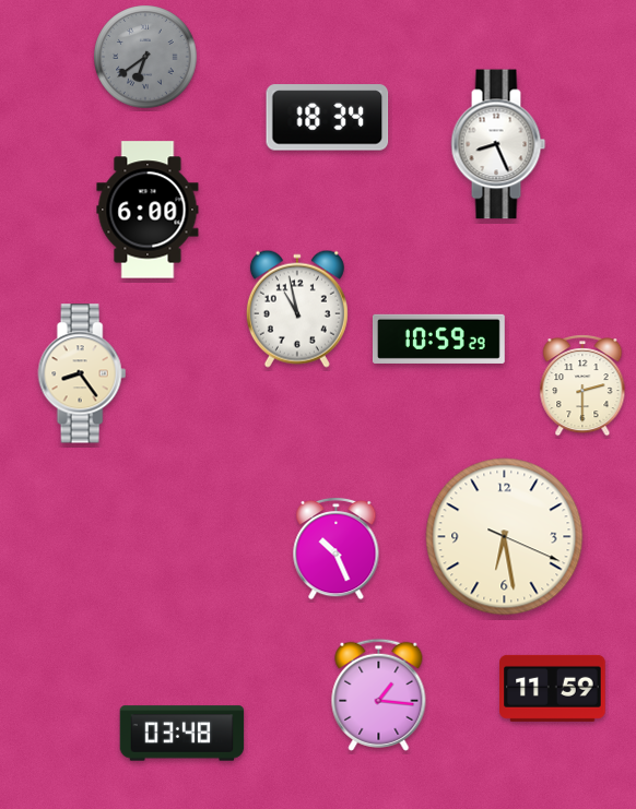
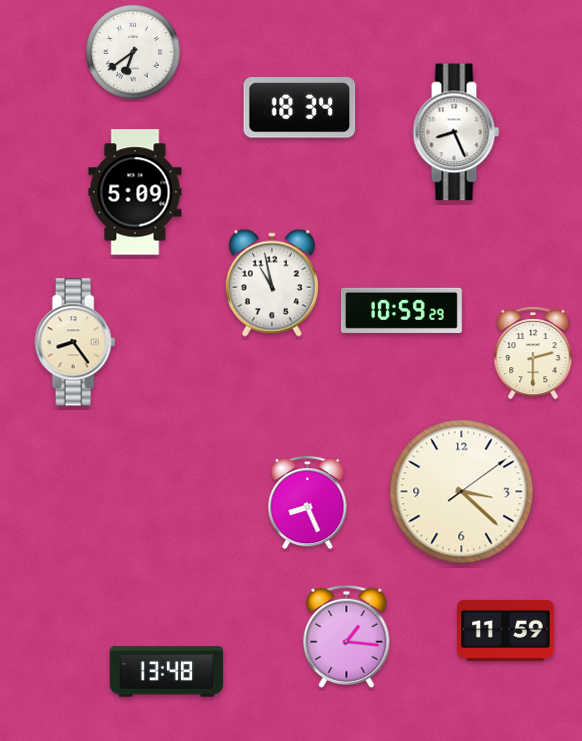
clock at (145, 57) dial: grey -> white
clock at (148, 210): 6:00 -> 5:09
clock at (505, 537): 6:28 -> 3:22
clock at (337, 548): 10:26 -> 8:26
clock at (182, 734): 03:48 -> 13:48
